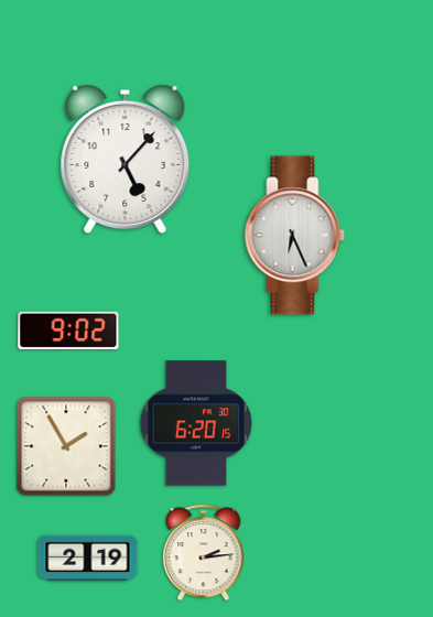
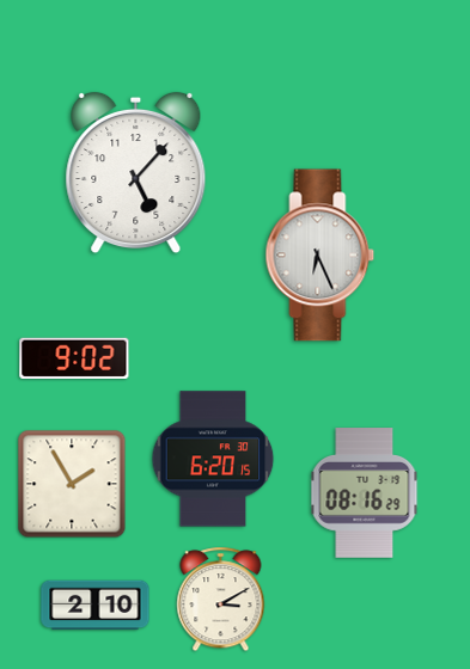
clock at (365, 493): none -> 08:16
clock at (204, 553): 2:14 -> 3:10
clock at (88, 559): 2:19 -> 2:10
